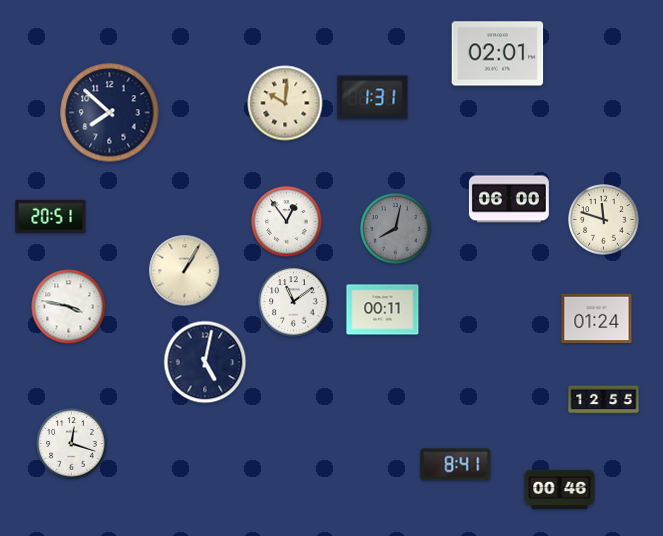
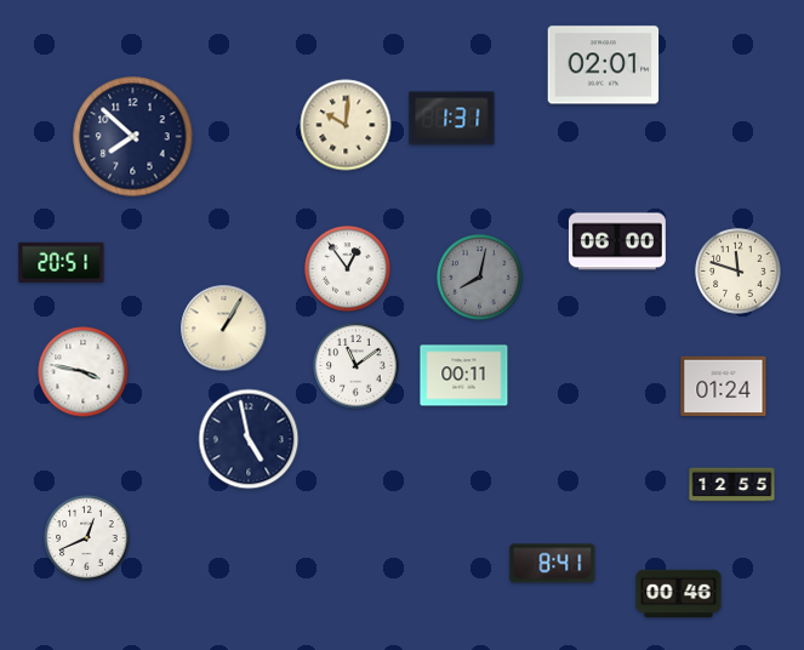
clock at (604, 220) position: (604, 220) -> (739, 272)
clock at (205, 362): 5:02 -> 4:58
clock at (72, 444): 12:18 -> 12:41
